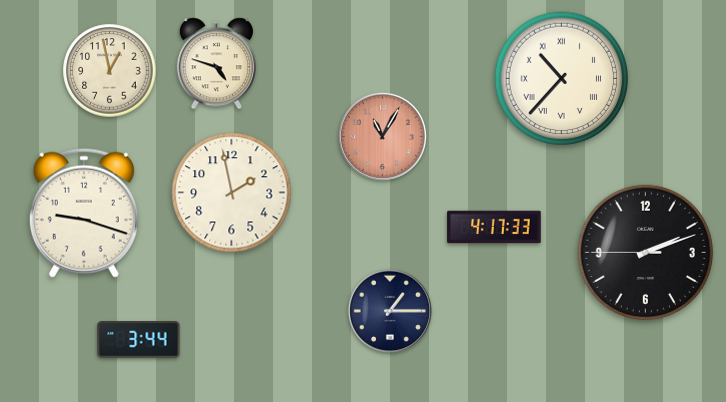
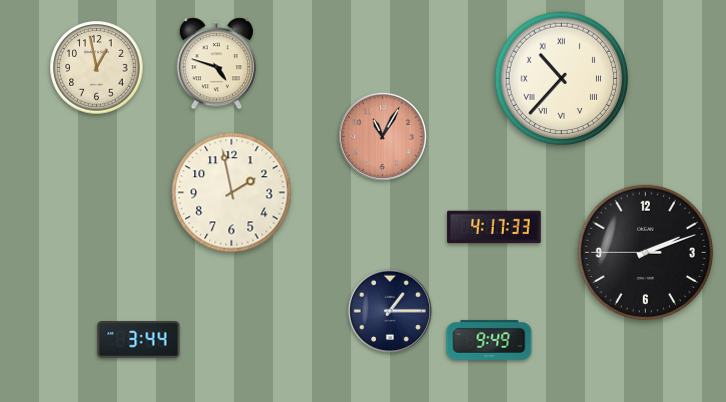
clock at (110, 71) position: (110, 71) -> (97, 68)
clock at (84, 213): 9:18 -> none
clock at (489, 340): none -> 9:49
